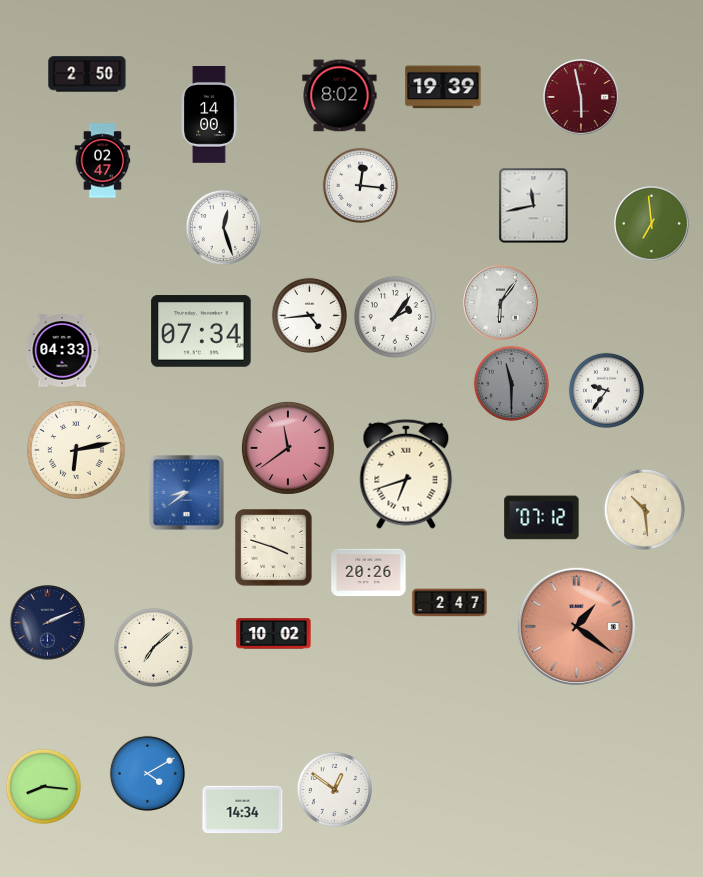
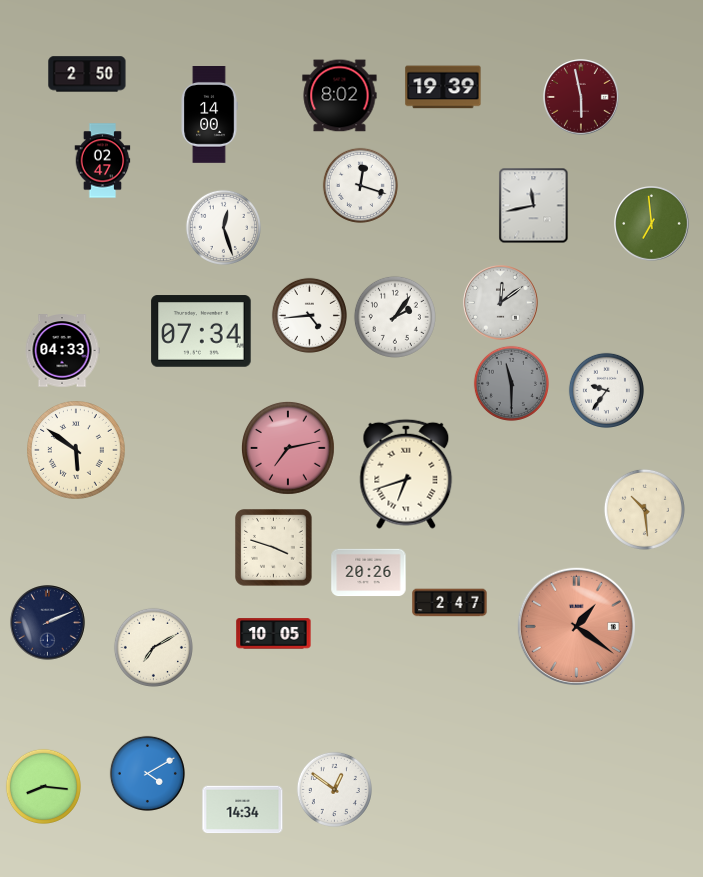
clock at (360, 185): 12:16 -> 12:18
clock at (501, 303): 6:06 -> 12:09
clock at (288, 448): 11:39 -> 7:13
clock at (77, 451): 6:13 -> 5:51
clock at (186, 492): 8:39 -> none
clock at (542, 518): 07:12 -> none
clock at (274, 634): 10:02 -> 10:05
clock at (153, 647): 7:08 -> 7:10
